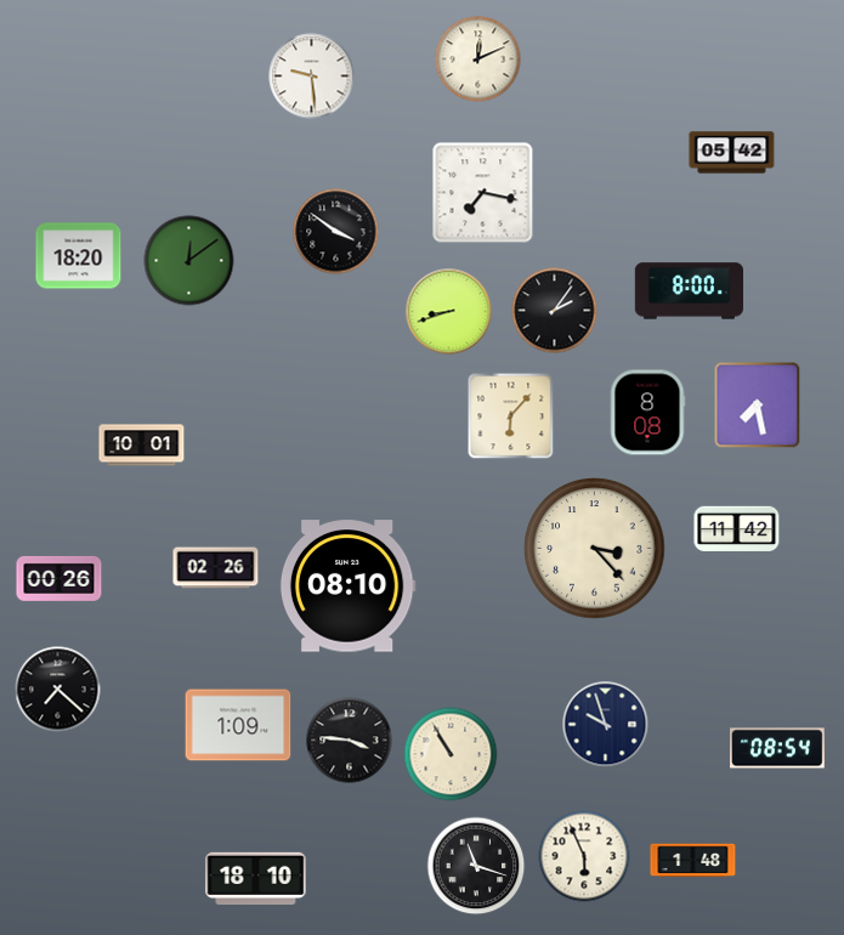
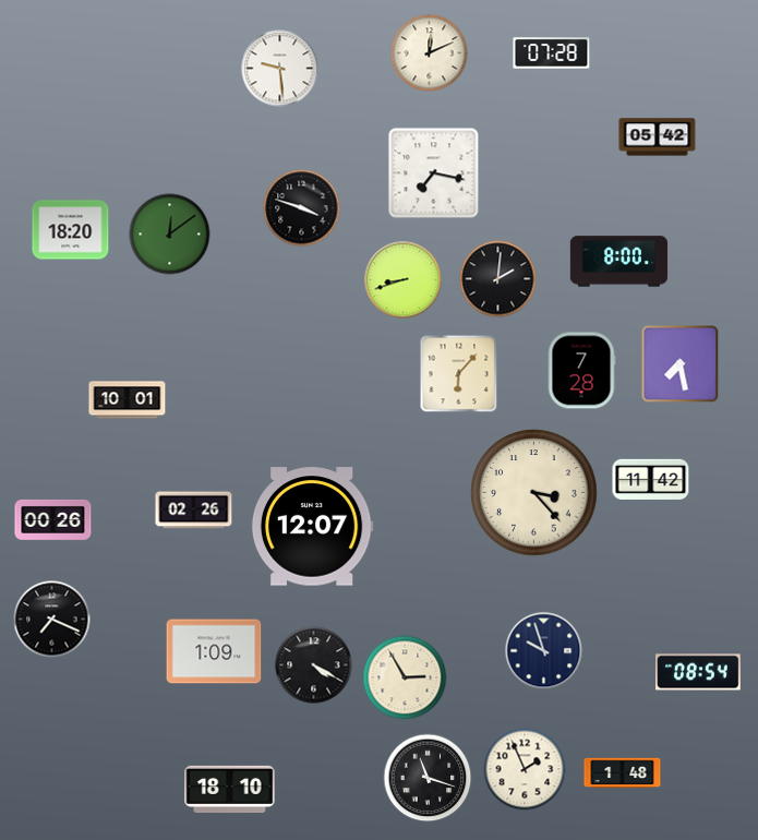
clock at (552, 53): none -> 07:28
clock at (336, 232): 3:51 -> 3:48
clock at (555, 311): 2:06 -> 2:01
clock at (647, 413): 8:08 -> 7:28
clock at (737, 528) position: (737, 528) -> (651, 479)
clock at (347, 586): 08:10 -> 12:07
clock at (58, 690): 7:22 -> 7:19
clock at (350, 741): 3:46 -> 4:20
clock at (451, 754): 10:55 -> 2:55
clock at (584, 856): 5:56 -> 1:56
